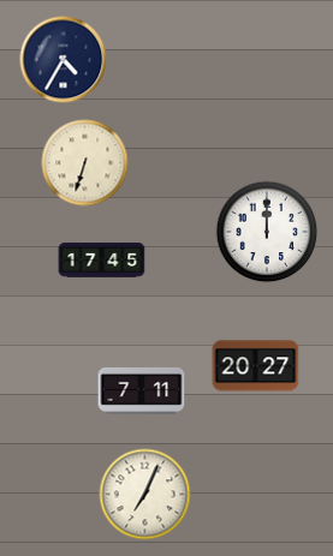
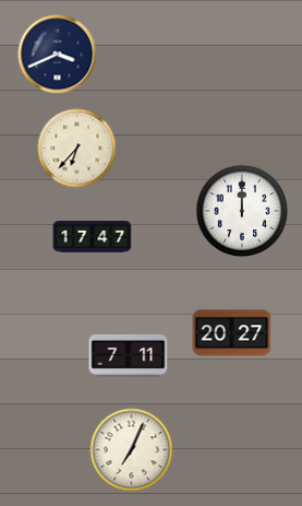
clock at (64, 60): 4:35 -> 3:41
clock at (85, 163): 6:33 -> 6:37
clock at (102, 261): 17:45 -> 17:47
